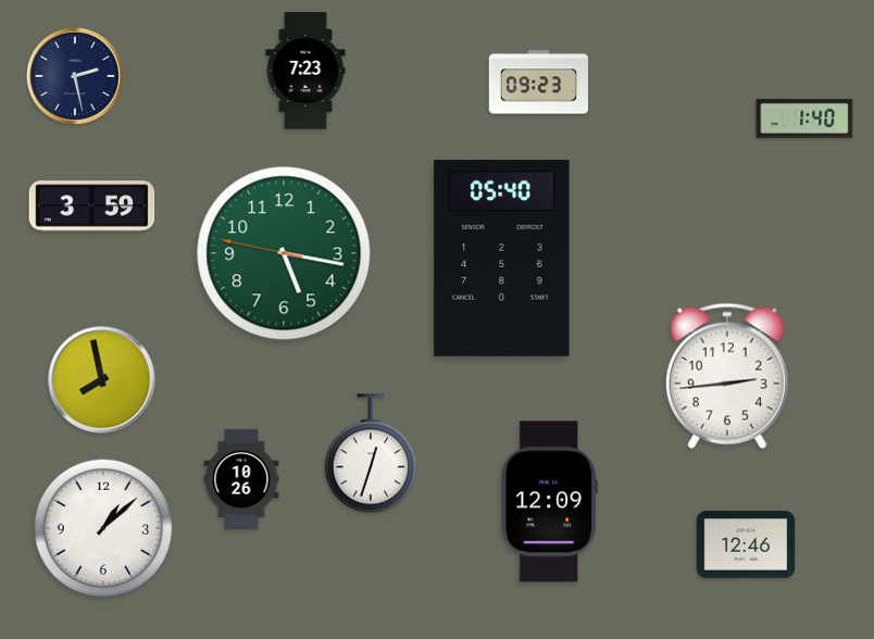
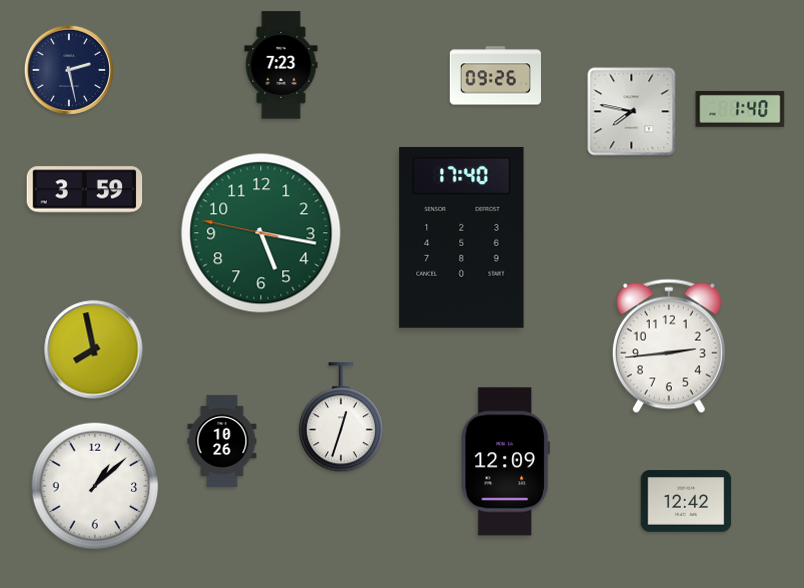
clock at (538, 83): 09:23 -> 09:26
clock at (632, 112): none -> 7:47
clock at (502, 258): 05:40 -> 17:40
clock at (746, 544): 12:46 -> 12:42
